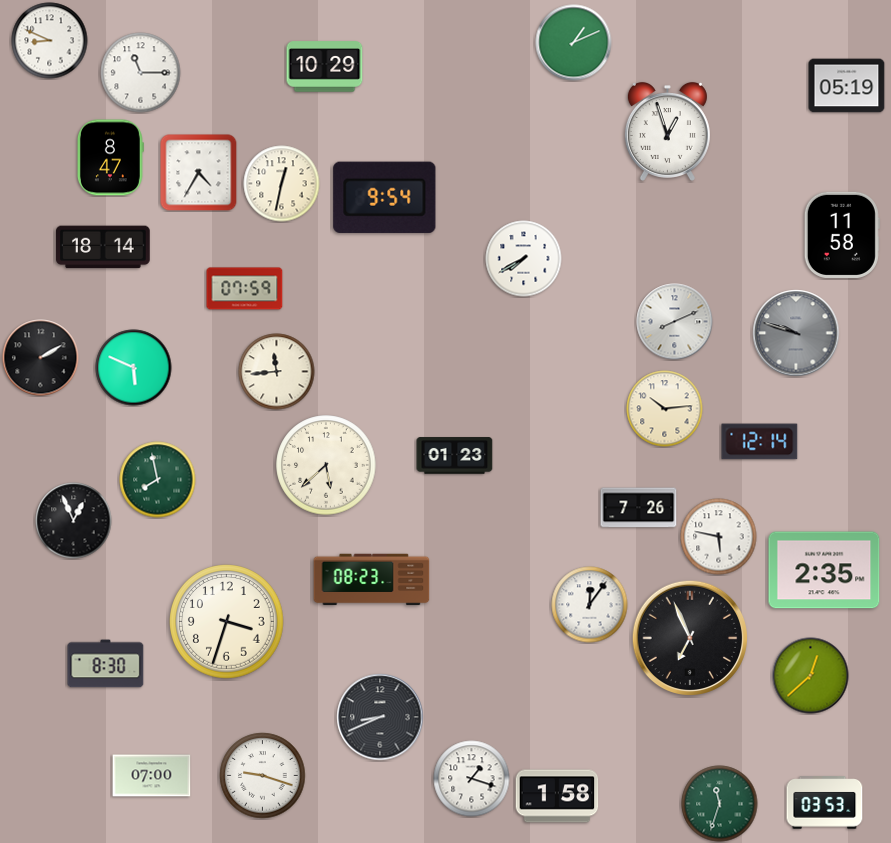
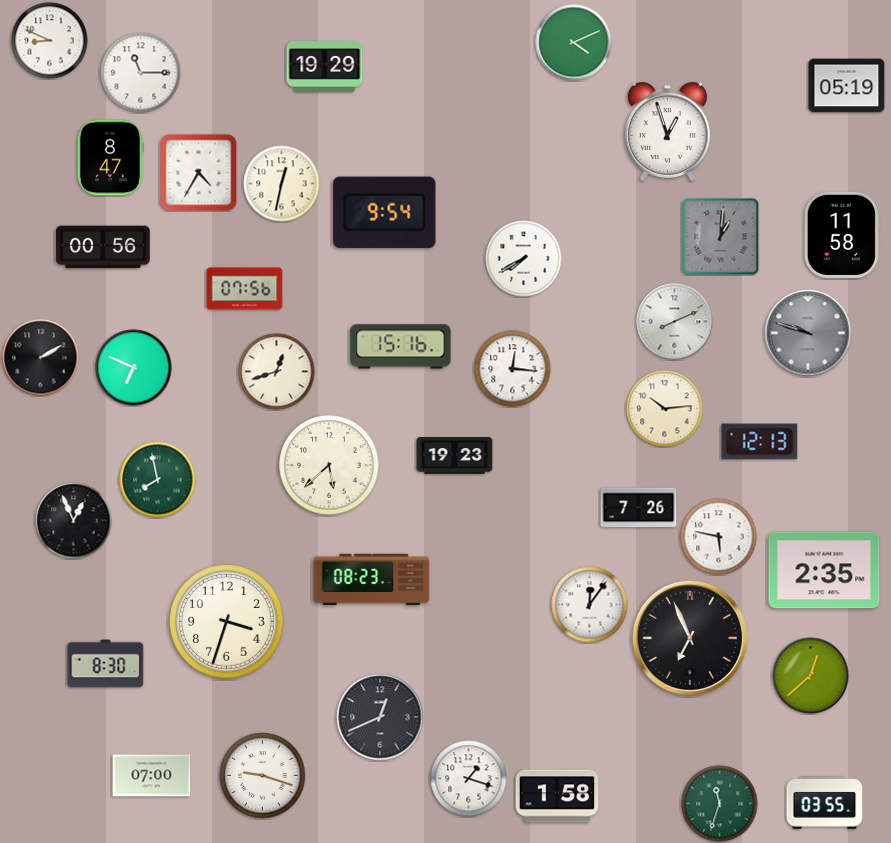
clock at (574, 43): 1:11 -> 4:11
clock at (325, 67): 10:29 -> 19:29
clock at (385, 197) position: (385, 197) -> (385, 212)
clock at (721, 237): none -> 1:01
clock at (104, 247): 18:14 -> 00:56
clock at (245, 289): 07:59 -> 07:56
clock at (796, 333) position: (796, 333) -> (808, 333)
clock at (401, 347): none -> 15:16
clock at (134, 368): 5:49 -> 6:49
clock at (513, 369): none -> 12:16
clock at (277, 372): 11:44 -> 12:42
clock at (760, 442): 12:14 -> 12:13
clock at (455, 456): 01:23 -> 19:23
clock at (326, 465) position: (326, 465) -> (329, 465)
clock at (380, 717): 8:41 -> 12:41
clock at (472, 779) position: (472, 779) -> (469, 779)
clock at (825, 803): 03:53 -> 03:55
